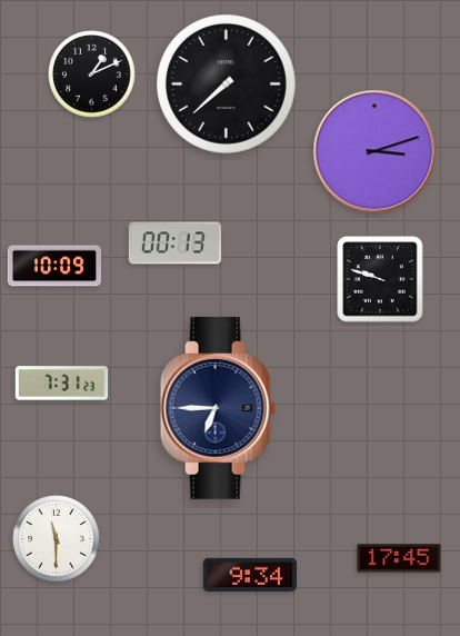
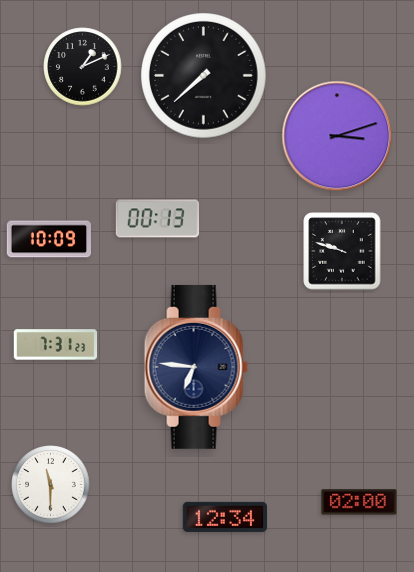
clock at (218, 408): 6:45 -> 6:46
clock at (399, 558): 17:45 -> 02:00
clock at (249, 575): 9:34 -> 12:34
